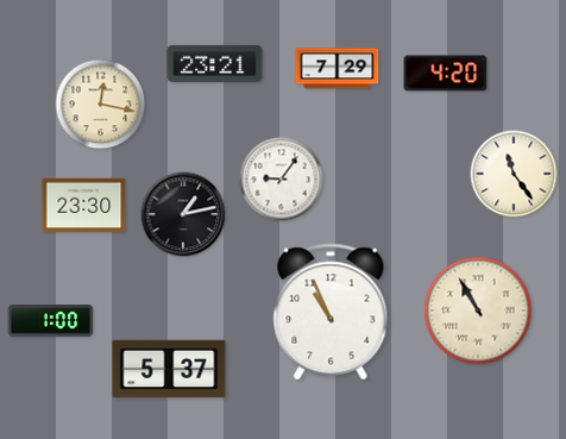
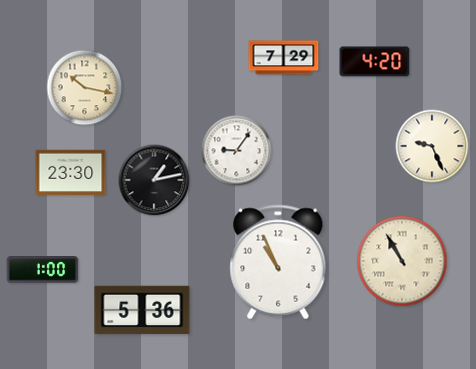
clock at (215, 63): 23:21 -> none
clock at (101, 105): 12:17 -> 10:17
clock at (514, 174): 11:24 -> 9:26
clock at (169, 369): 5:37 -> 5:36
